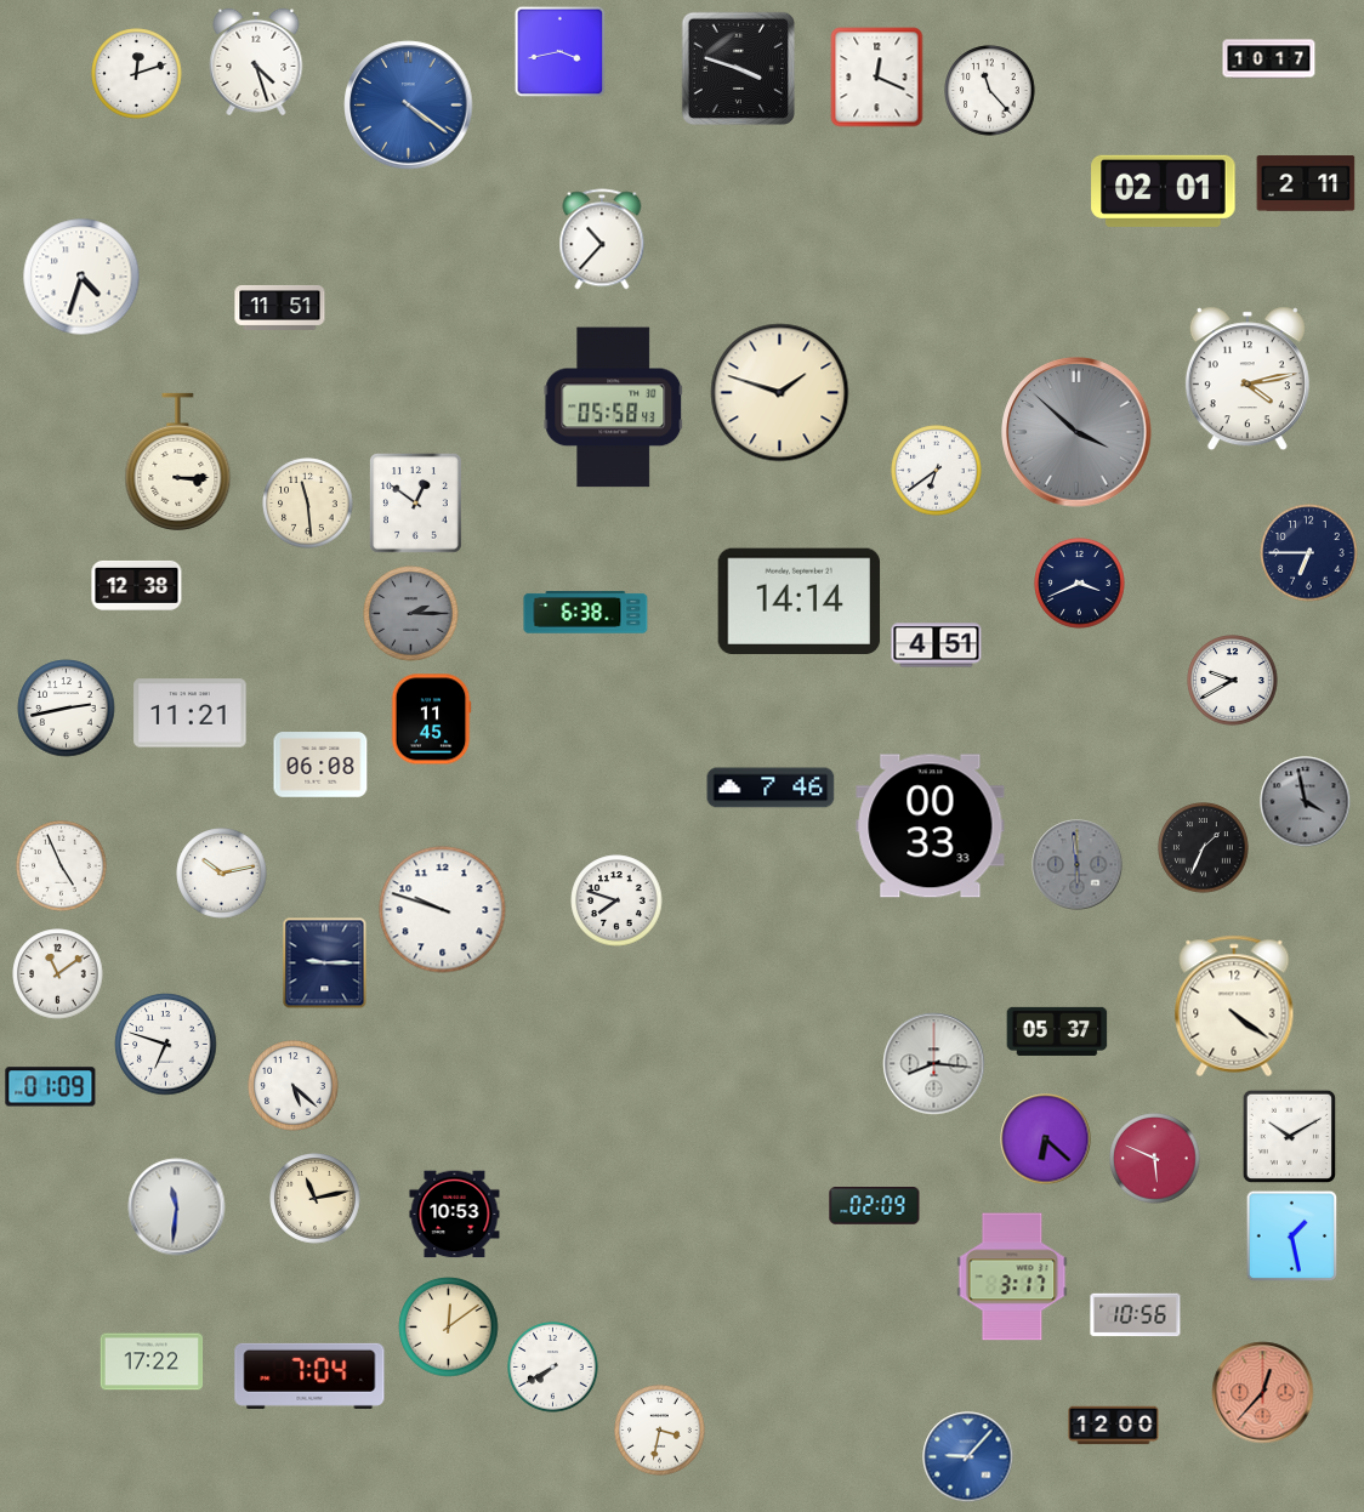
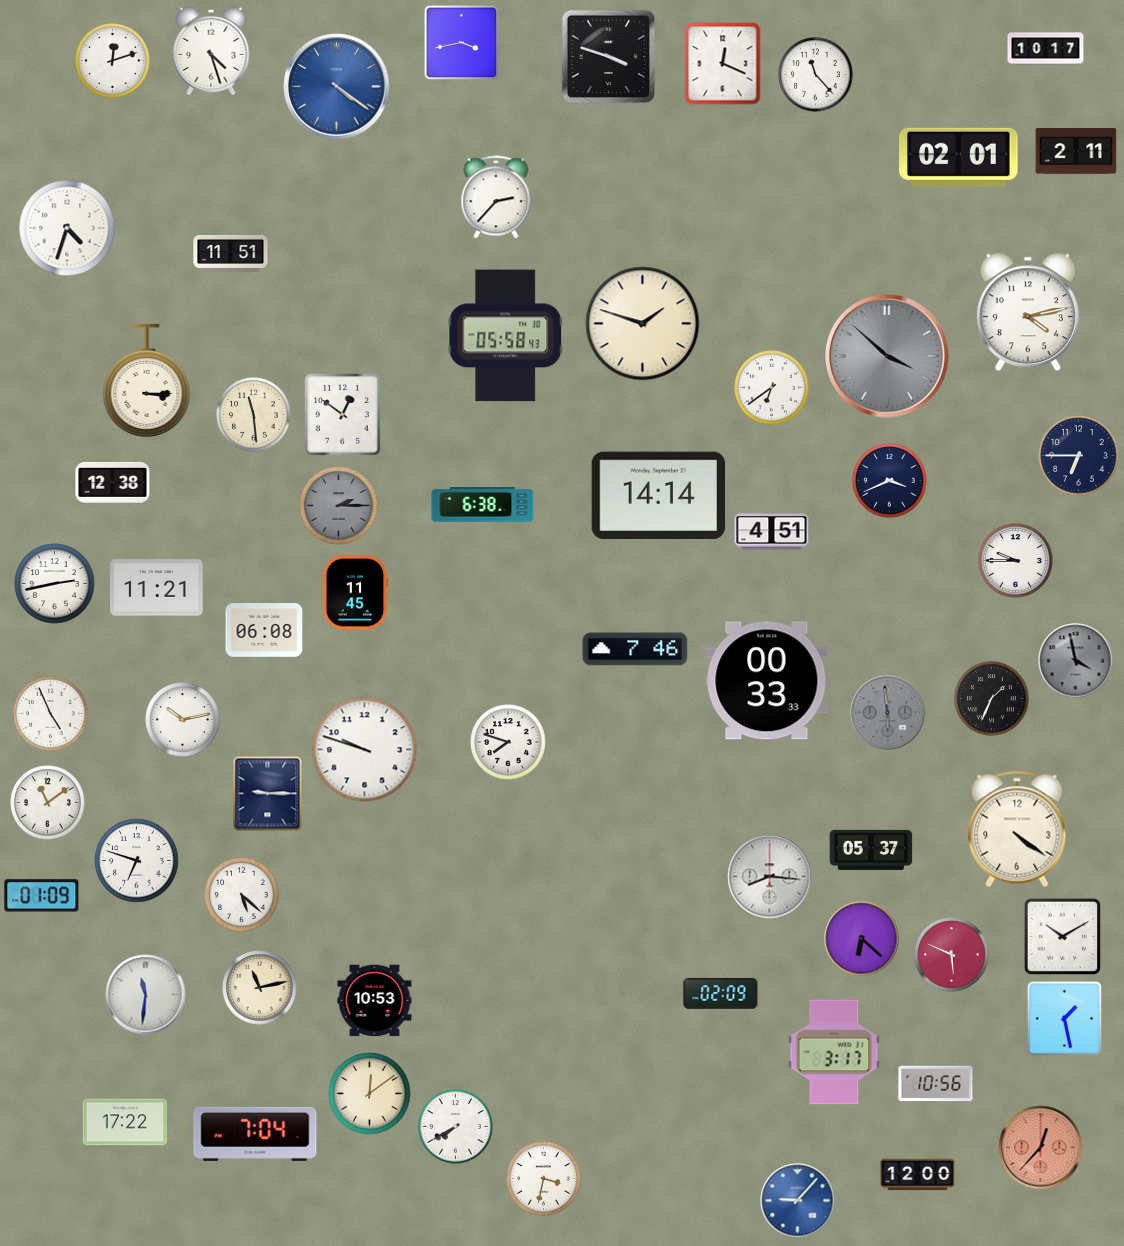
clock at (602, 239): 10:37 -> 2:37
clock at (1233, 681): 9:40 -> 9:45
